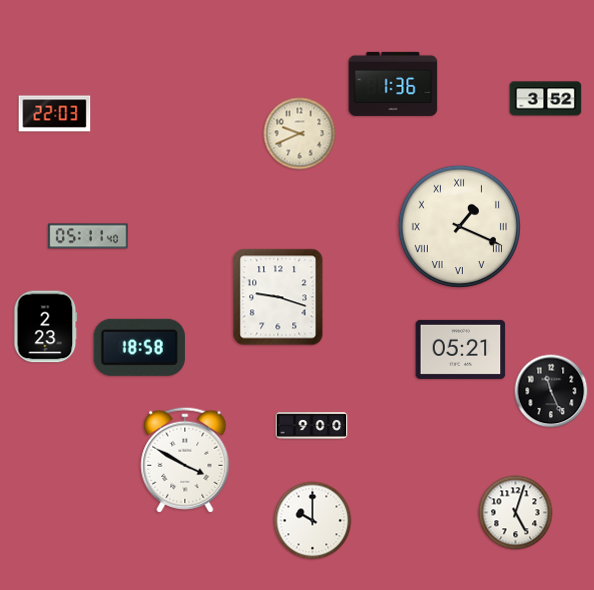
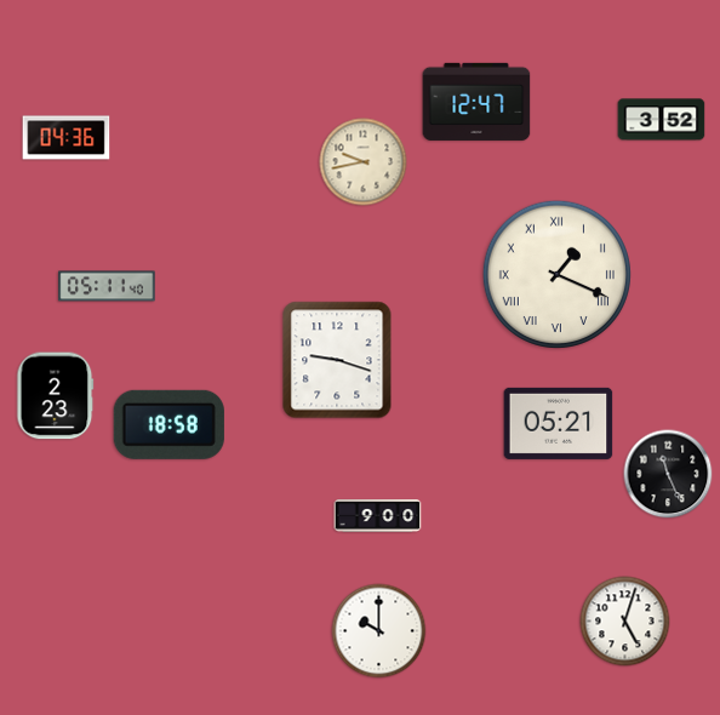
clock at (393, 84): 1:36 -> 12:47
clock at (55, 114): 22:03 -> 04:36
clock at (300, 134): 9:41 -> 9:43
clock at (139, 347) position: (139, 347) -> (168, 424)
clock at (185, 460): 3:50 -> none
